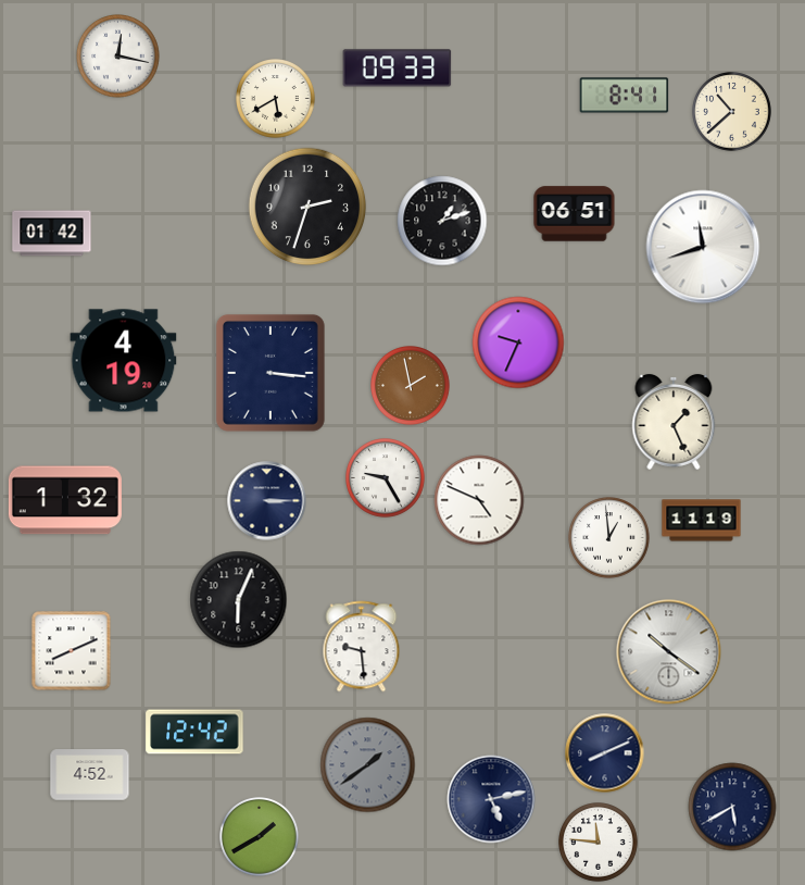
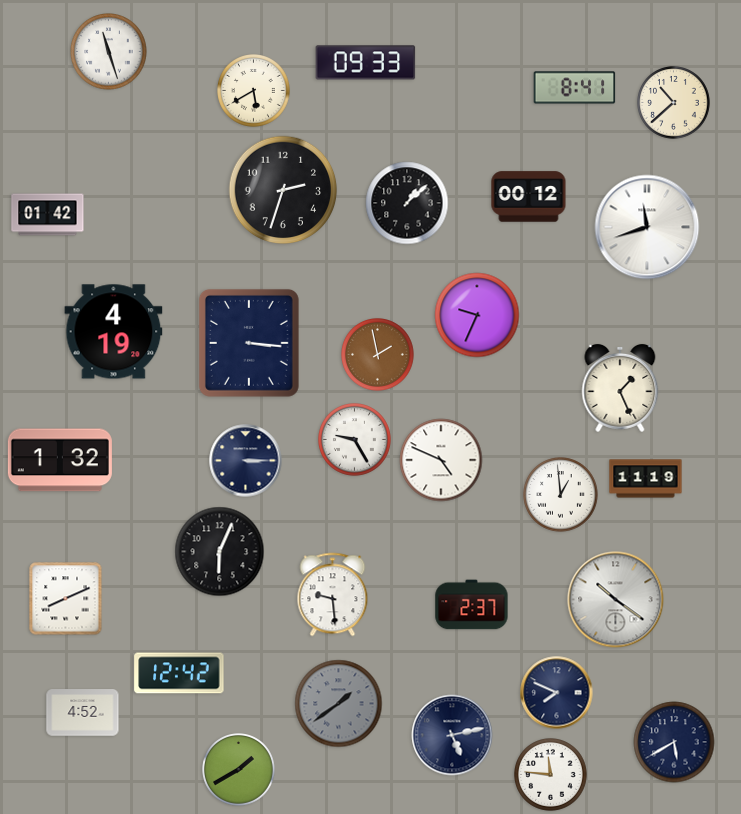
clock at (118, 57): 12:17 -> 11:27
clock at (575, 214): 06:51 -> 00:12
clock at (442, 221): 1:12 -> 1:08
clock at (472, 605): none -> 2:37
clock at (605, 753): 8:11 -> 7:49
